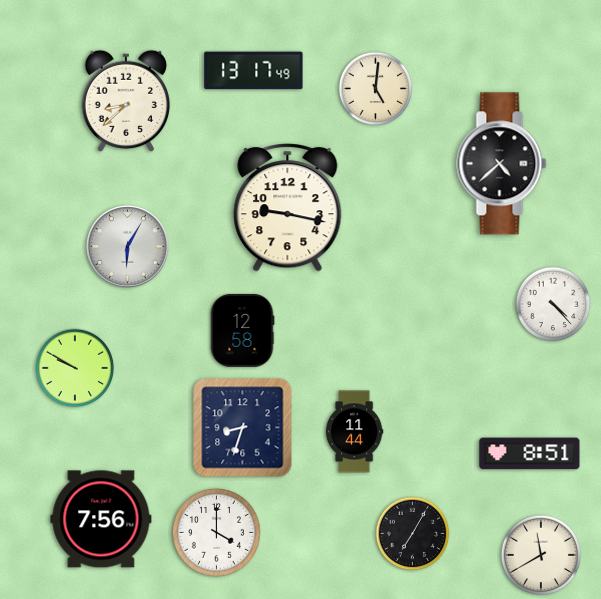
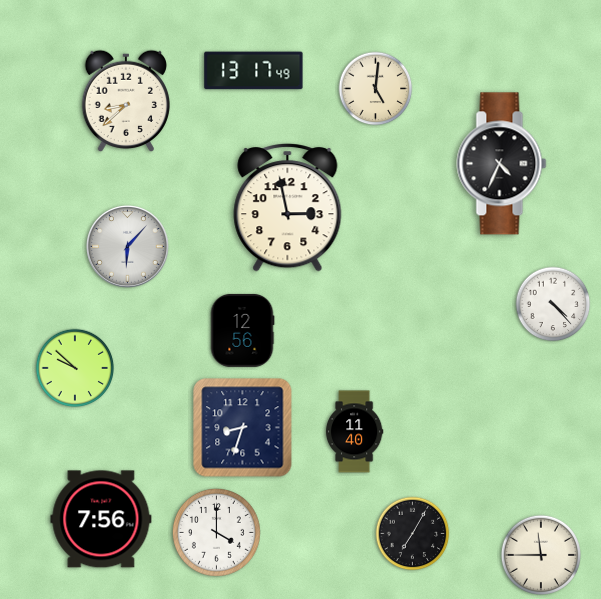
clock at (502, 164): 4:38 -> 4:34
clock at (288, 208): 9:17 -> 2:58
clock at (127, 246): 6:05 -> 6:07
clock at (242, 331): 12:58 -> 12:56
clock at (75, 368): 9:50 -> 9:52
clock at (354, 432): 11:44 -> 11:40
clock at (530, 454): 8:51 -> none
clock at (540, 554): 11:40 -> 11:45
